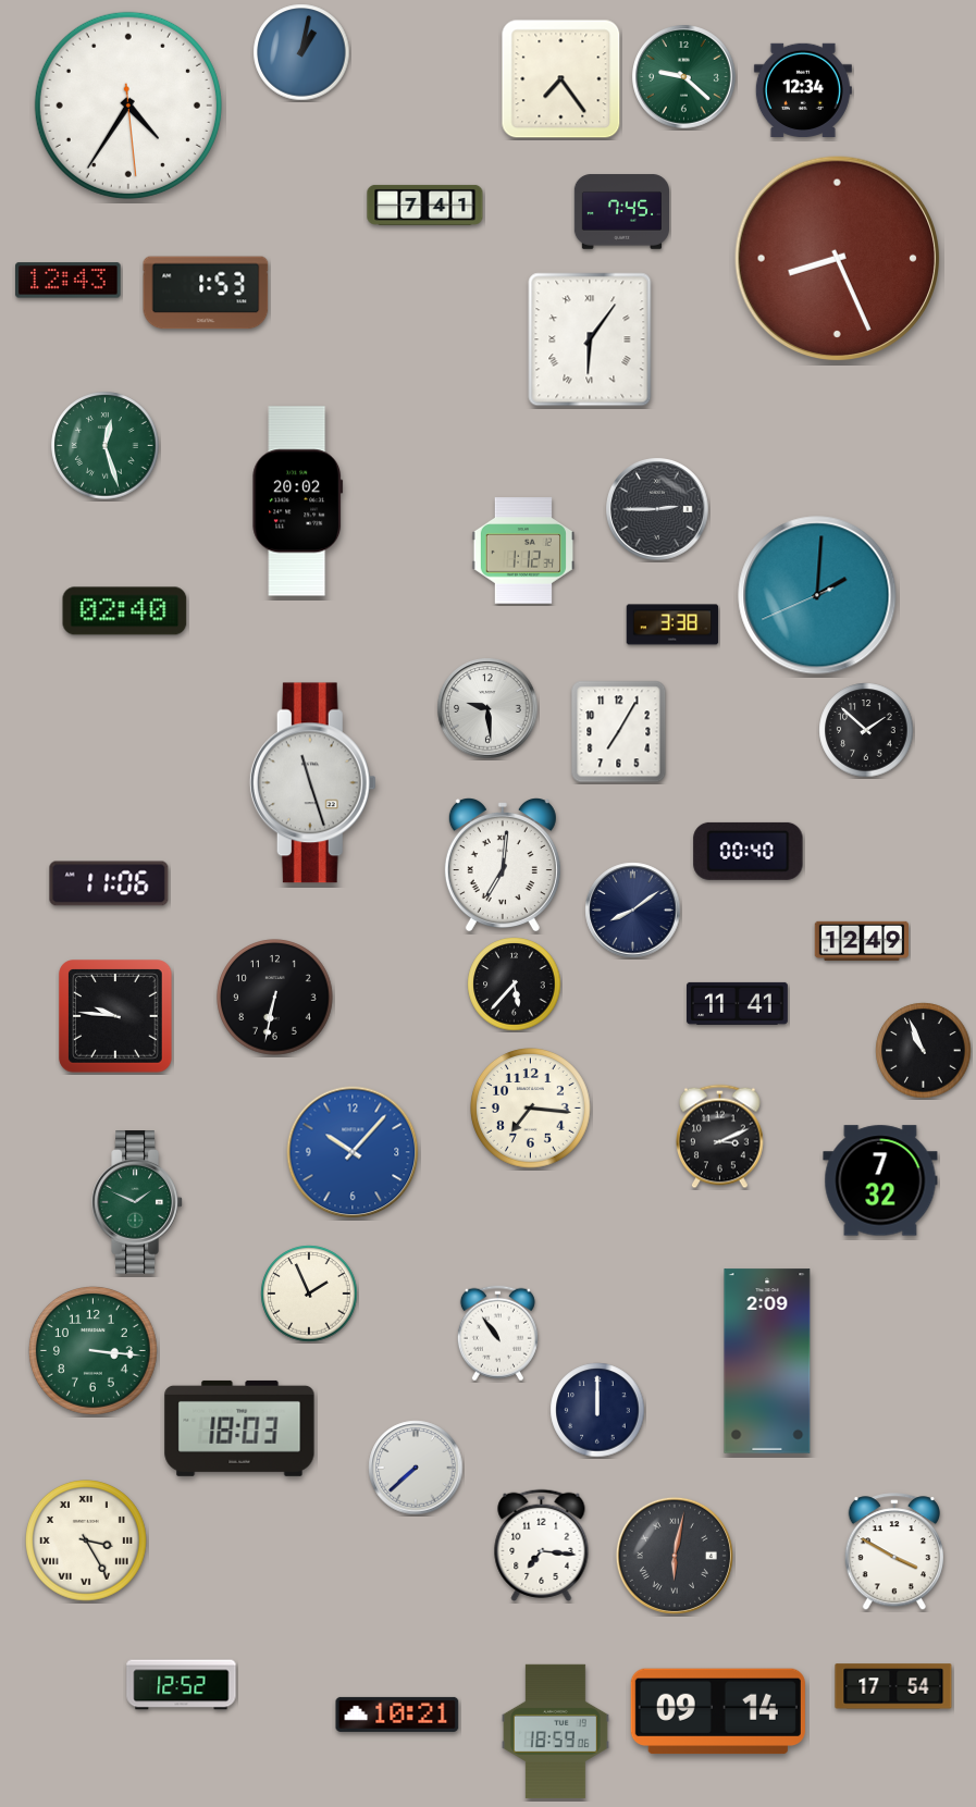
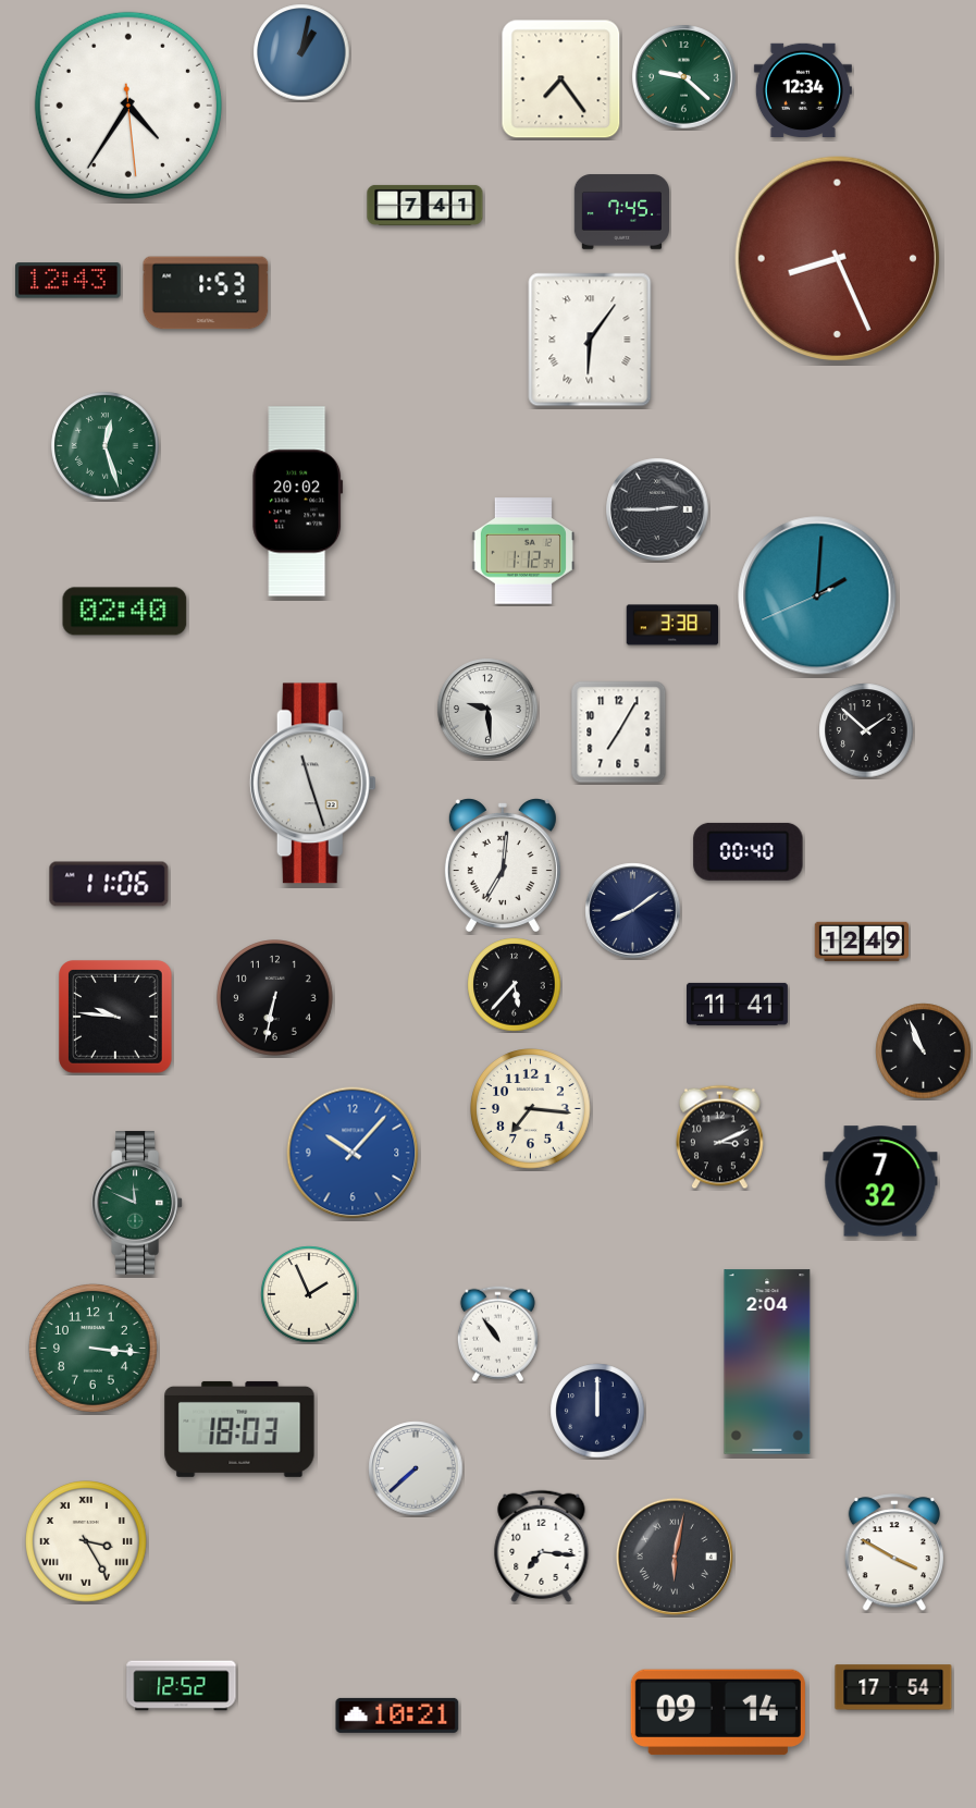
clock at (137, 1202): 1:49 -> 11:49
clock at (92, 1350) position: (92, 1350) -> (92, 1348)
clock at (767, 1361): 2:09 -> 2:04
clock at (555, 1731): 18:59 -> none
